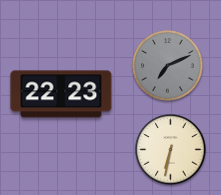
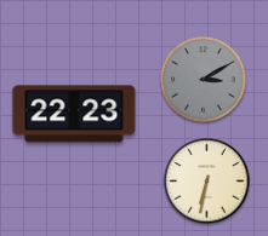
clock at (168, 66): 7:11 -> 3:10
